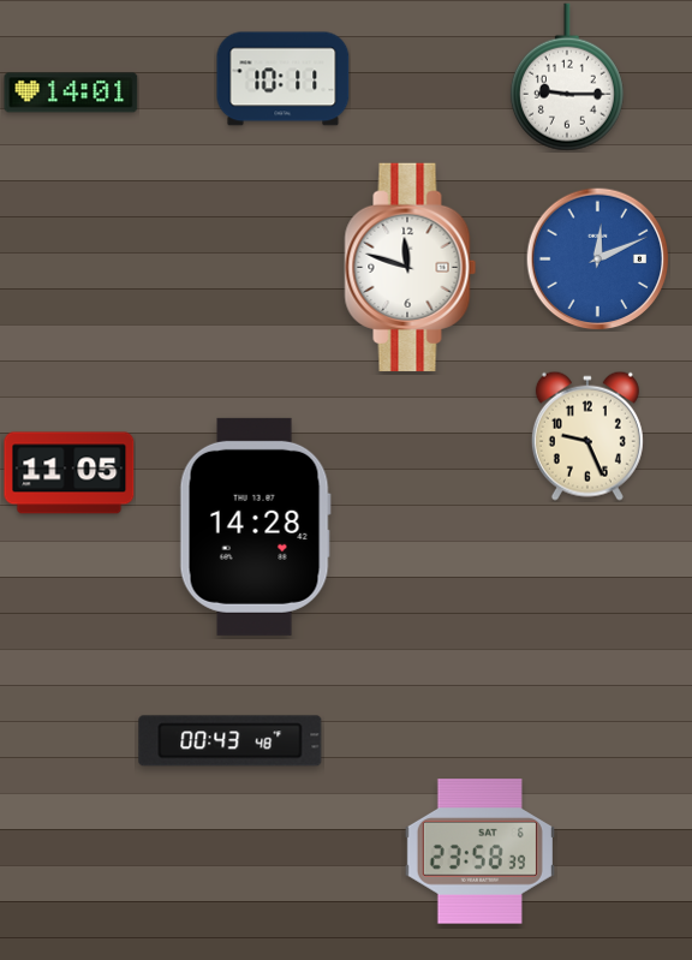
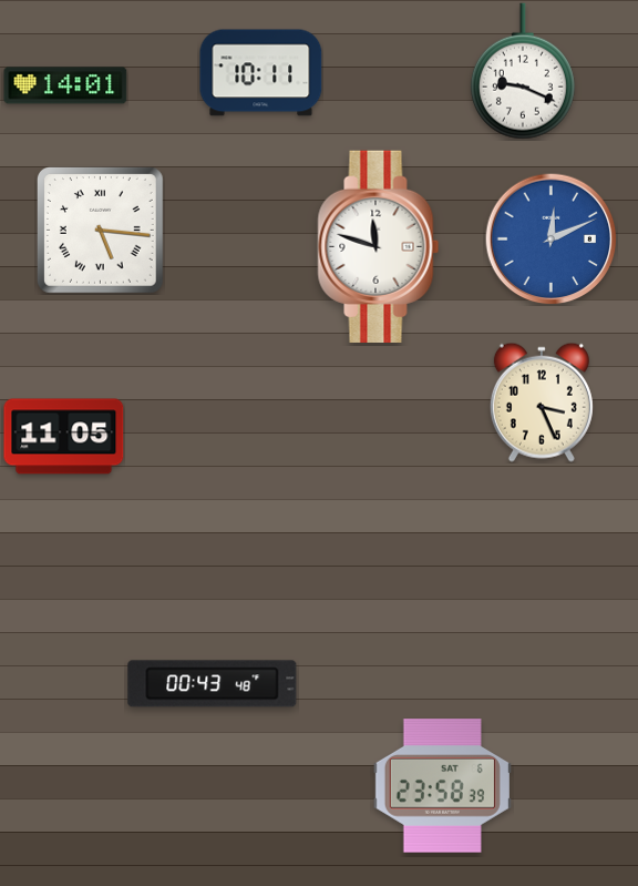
clock at (567, 77): 9:15 -> 9:19
clock at (100, 230): none -> 5:16
clock at (587, 436): 9:26 -> 3:26
clock at (255, 526): 14:28 -> none
